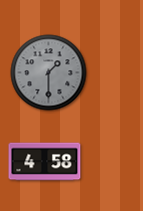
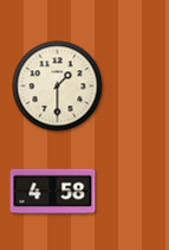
clock at (49, 73) dial: grey -> cream
